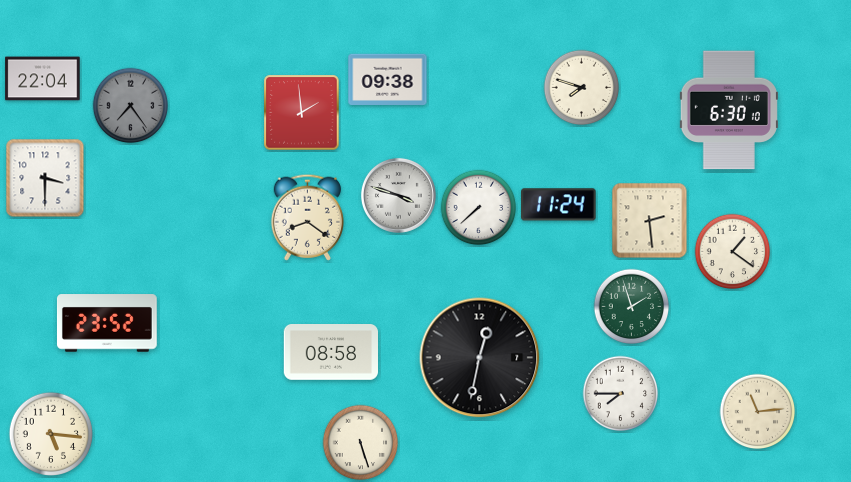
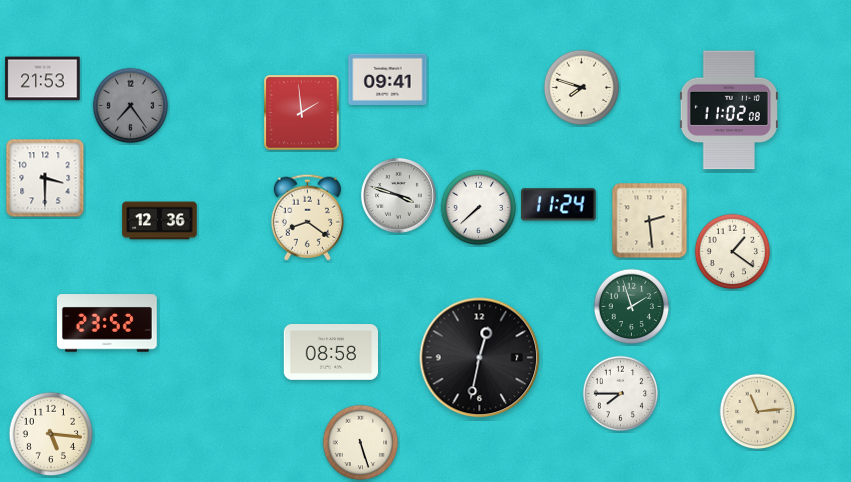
clock at (43, 79): 22:04 -> 21:53
clock at (388, 79): 09:38 -> 09:41
clock at (729, 110): 6:30 -> 11:02
clock at (160, 221): none -> 12:36
